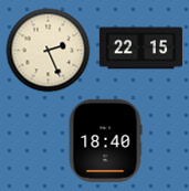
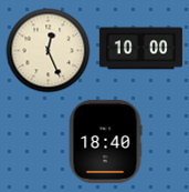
clock at (140, 49): 22:15 -> 10:00
clock at (49, 51): 2:26 -> 12:26
